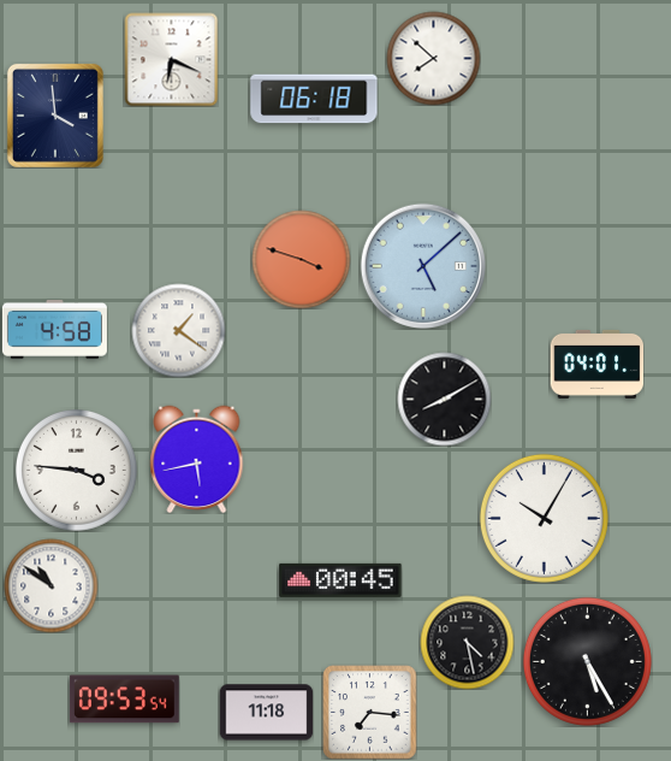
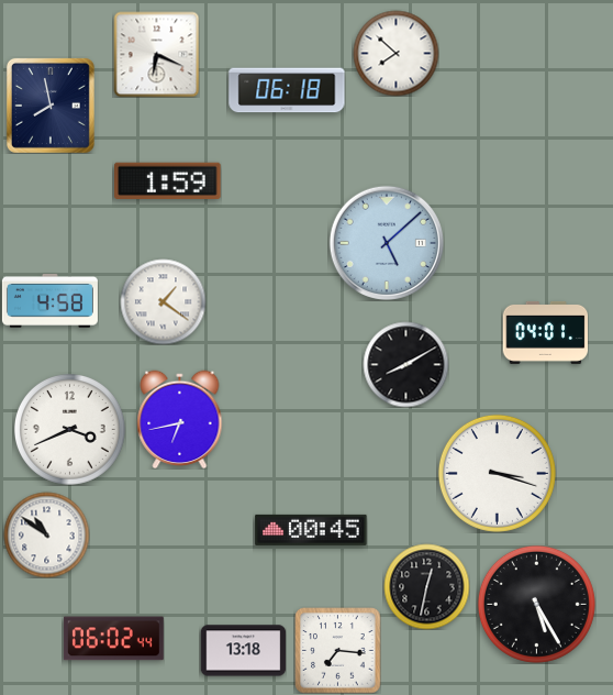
clock at (55, 116): 3:59 -> 7:58
clock at (168, 180): none -> 1:59
clock at (301, 259): 3:48 -> none
clock at (197, 459): 5:43 -> 6:43
clock at (77, 471): 3:46 -> 3:41
clock at (544, 518): 10:05 -> 3:18
clock at (467, 642): 4:28 -> 12:32
clock at (124, 700): 09:53 -> 06:02
clock at (266, 713): 11:18 -> 13:18
